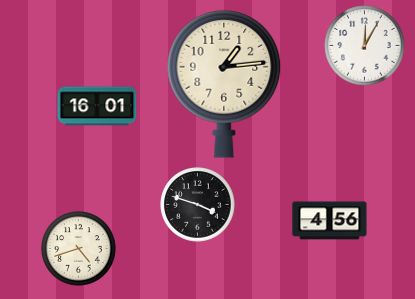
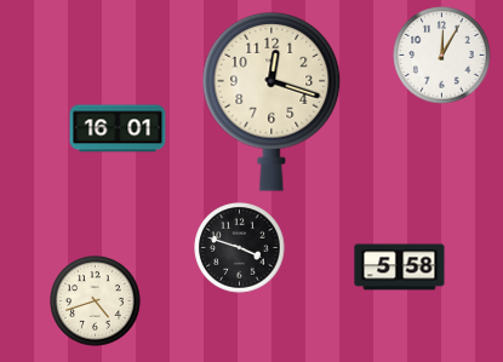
clock at (224, 84): 1:14 -> 12:18
clock at (330, 221): 4:56 -> 5:58
